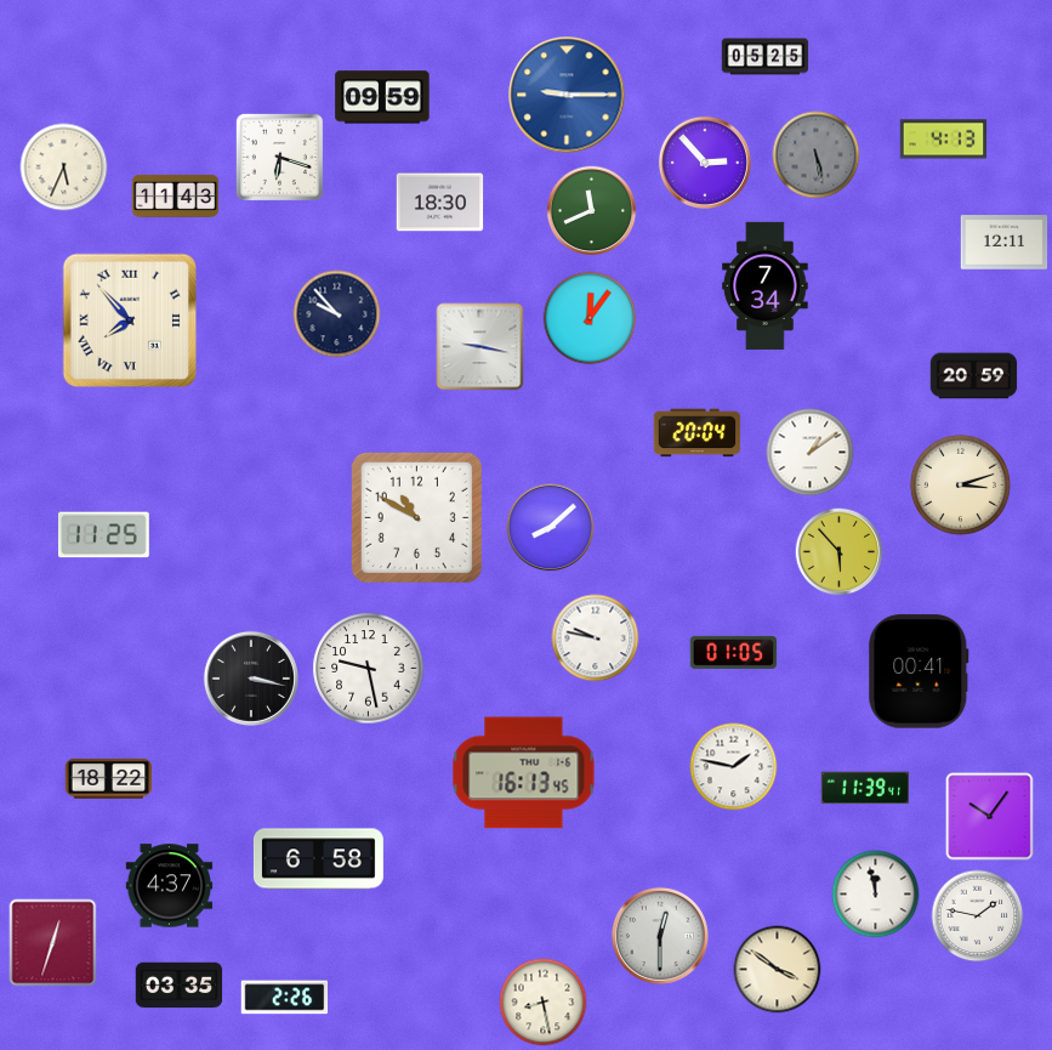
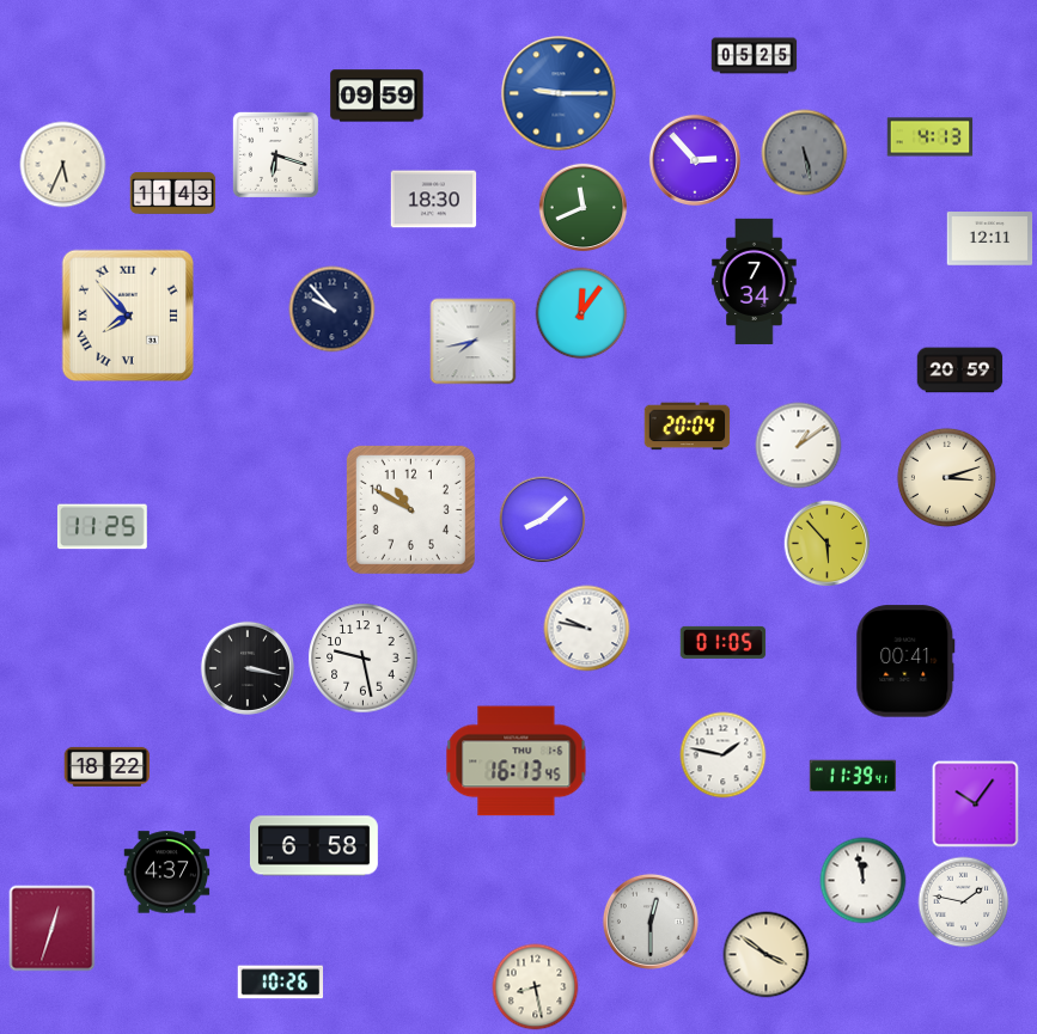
clock at (480, 347): 9:17 -> 7:43
clock at (180, 986): 03:35 -> none
clock at (285, 998): 2:26 -> 10:26
